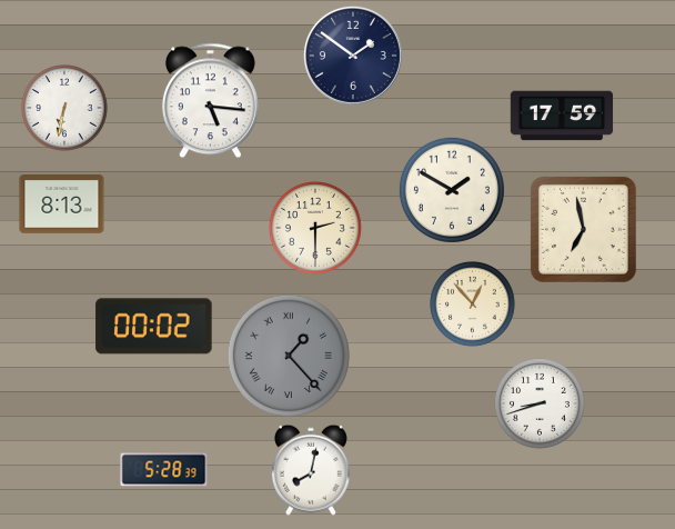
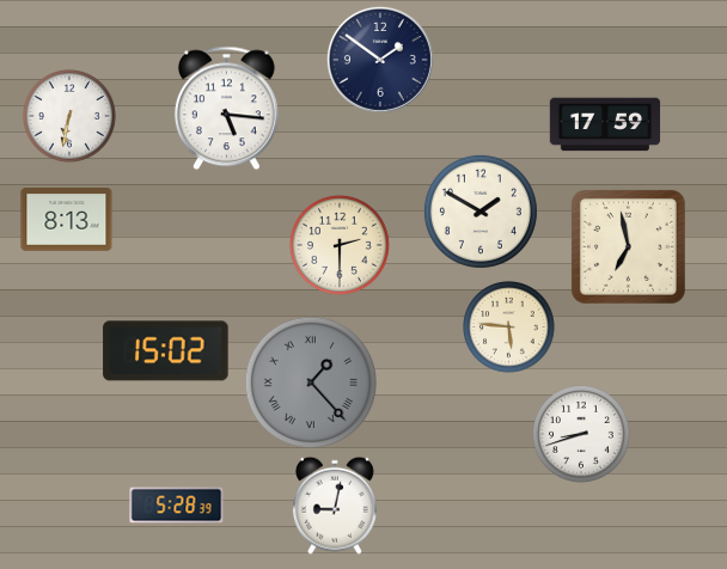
clock at (452, 190) position: (452, 190) -> (481, 212)
clock at (473, 305): 12:53 -> 5:46
clock at (154, 327): 00:02 -> 15:02
clock at (311, 470): 8:02 -> 9:02
